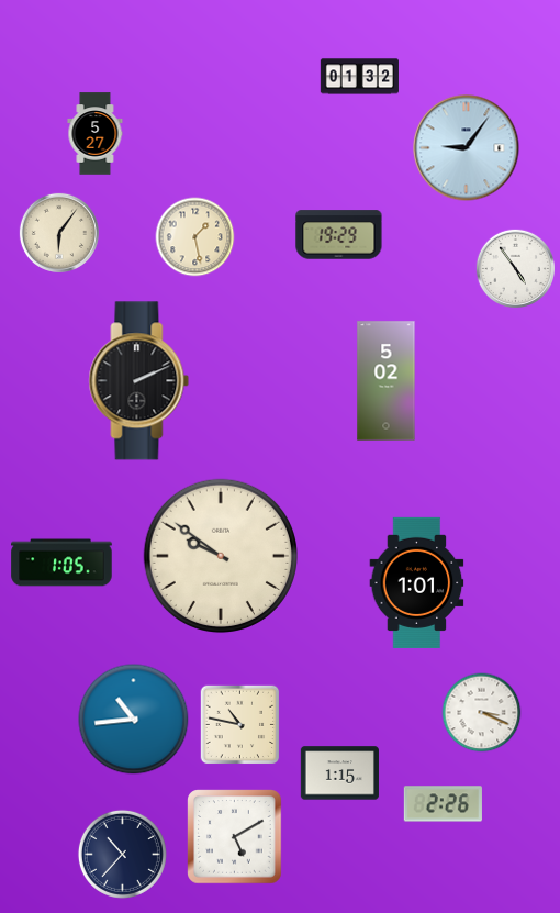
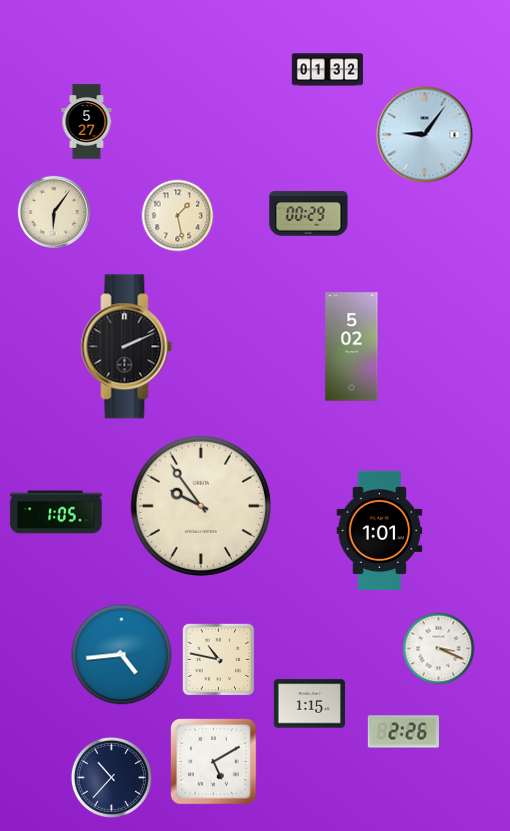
clock at (339, 235): 19:29 -> 00:29
clock at (515, 268): 4:54 -> none
clock at (221, 556): 9:51 -> 9:54
clock at (134, 720): 10:44 -> 4:44
